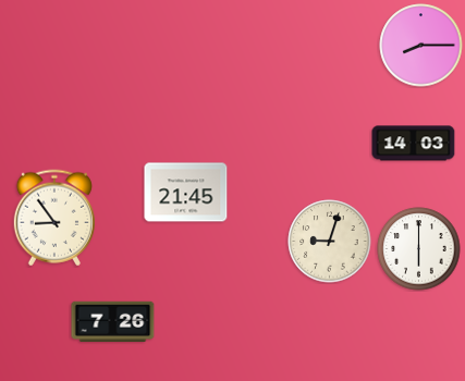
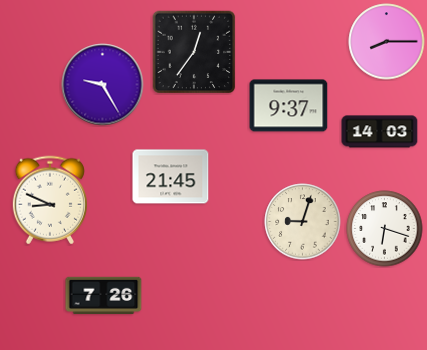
clock at (194, 52): none -> 12:36
clock at (103, 85): none -> 9:25
clock at (289, 106): none -> 9:37
clock at (54, 218): 8:54 -> 8:49
clock at (419, 249): 6:00 -> 6:18
